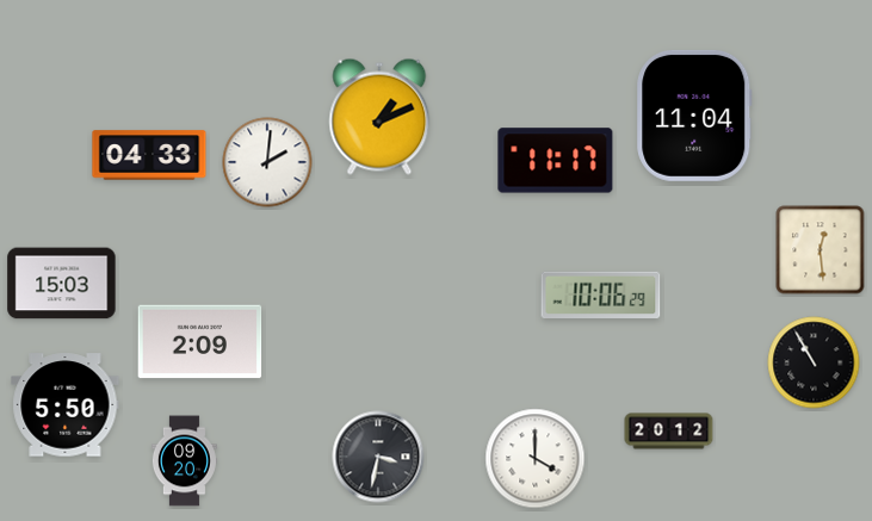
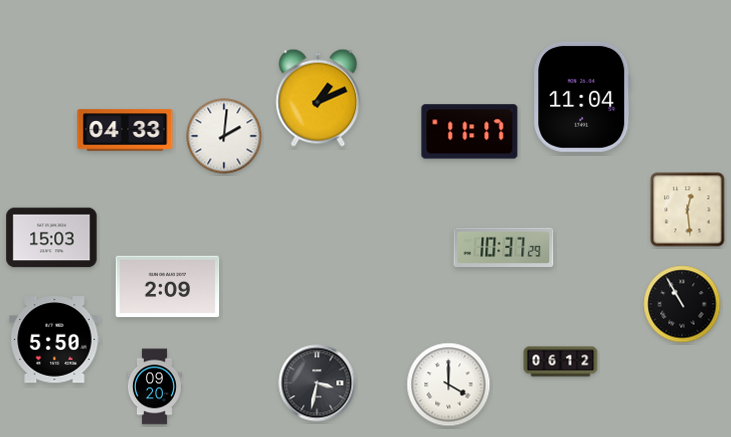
clock at (556, 161) position: (556, 161) -> (470, 132)
clock at (601, 296): 10:06 -> 10:37
clock at (669, 432): 20:12 -> 06:12
